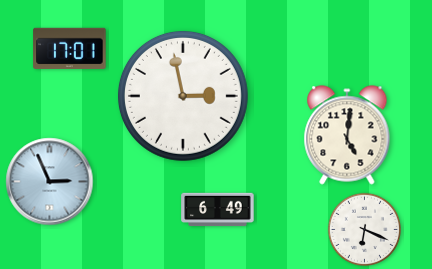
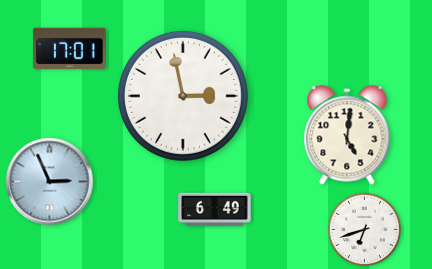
clock at (218, 210) position: (218, 210) -> (215, 210)
clock at (364, 229): 6:19 -> 6:42
